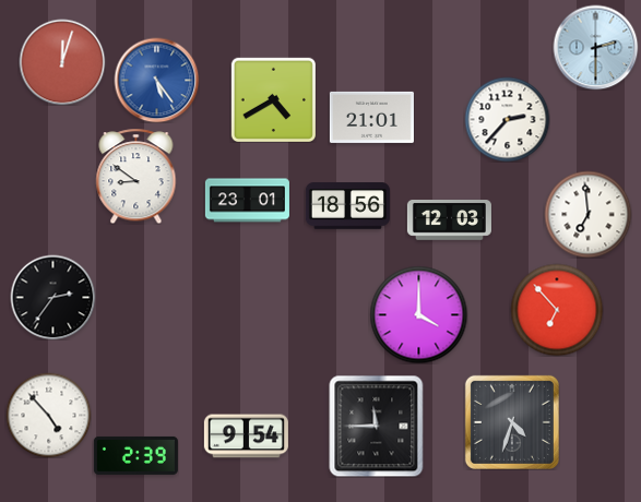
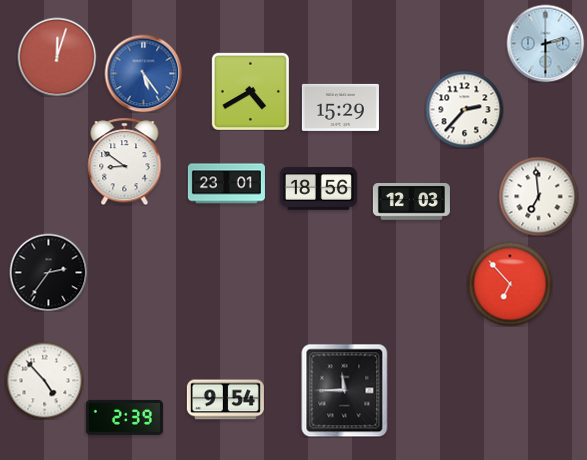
clock at (371, 117): 21:01 -> 15:29
clock at (418, 314): 4:00 -> none
clock at (512, 422): 4:33 -> none
